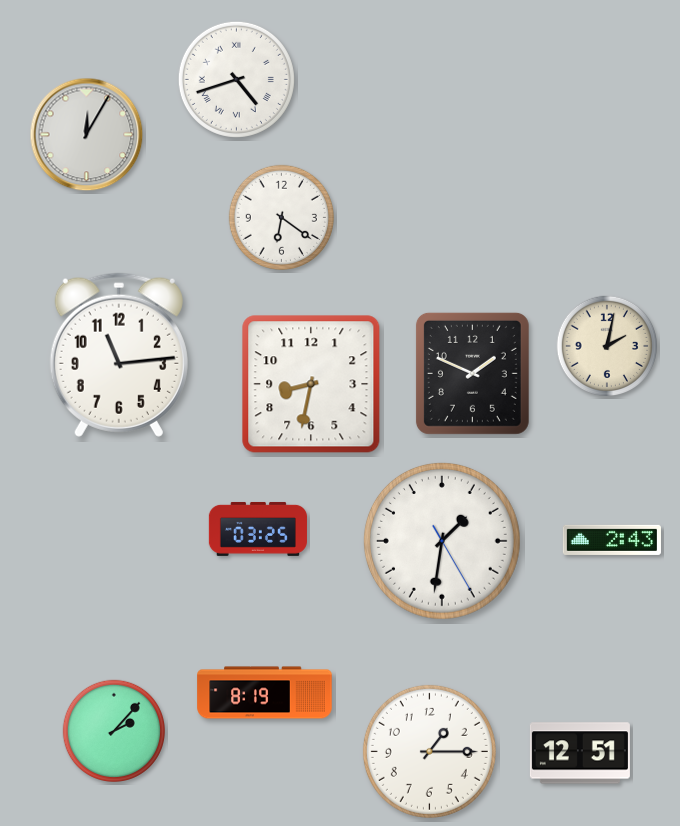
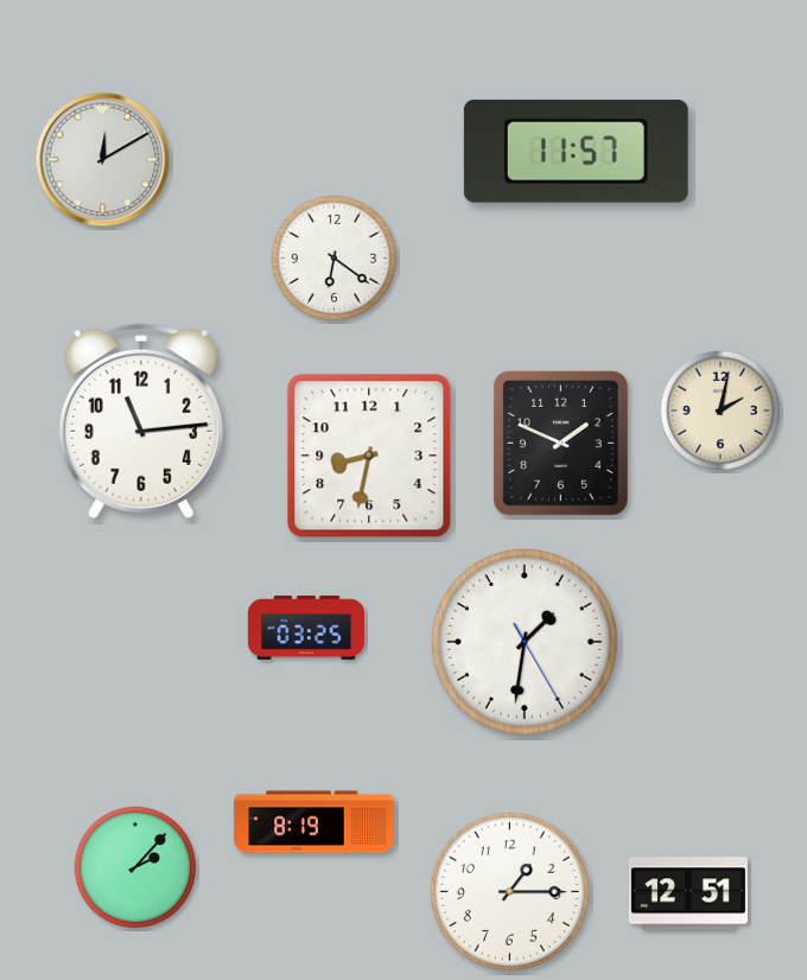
clock at (236, 79): 4:42 -> none
clock at (576, 151): none -> 11:57
clock at (87, 135): 12:05 -> 12:10
clock at (612, 540): 2:43 -> none
